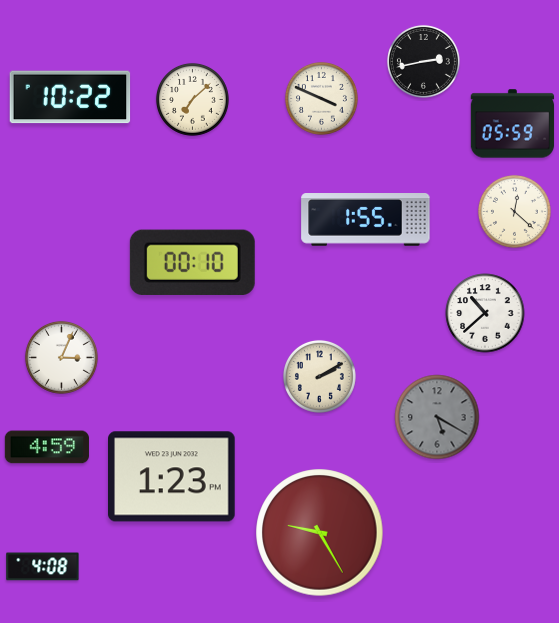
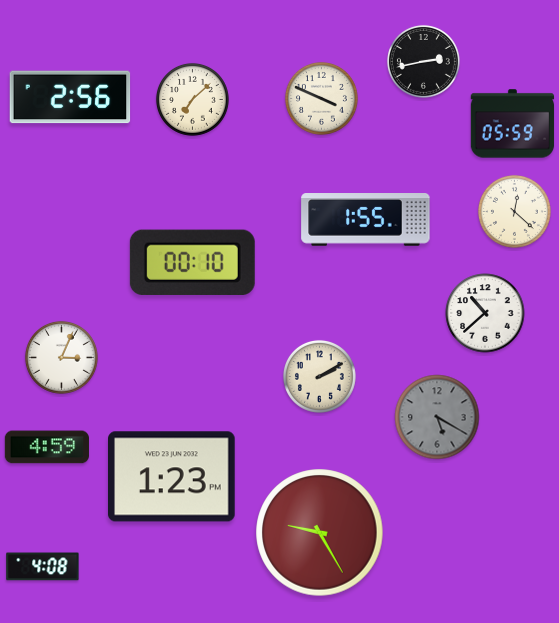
clock at (70, 97): 10:22 -> 2:56
